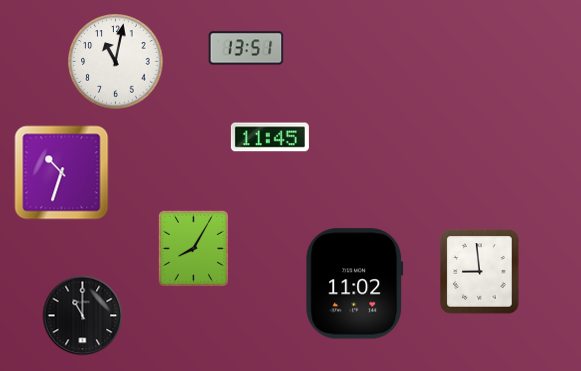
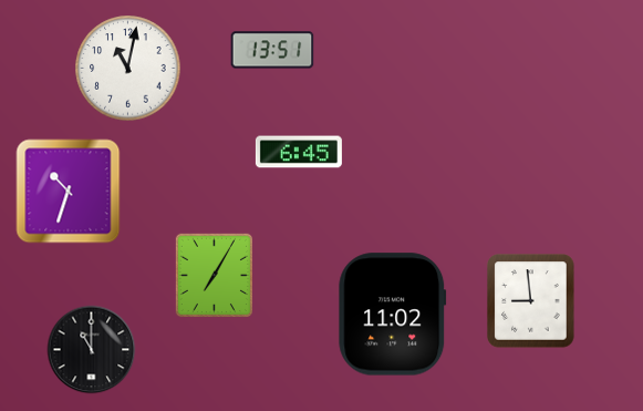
clock at (246, 48) position: (246, 48) -> (272, 50)
clock at (270, 137): 11:45 -> 6:45
clock at (193, 248): 8:05 -> 7:05
